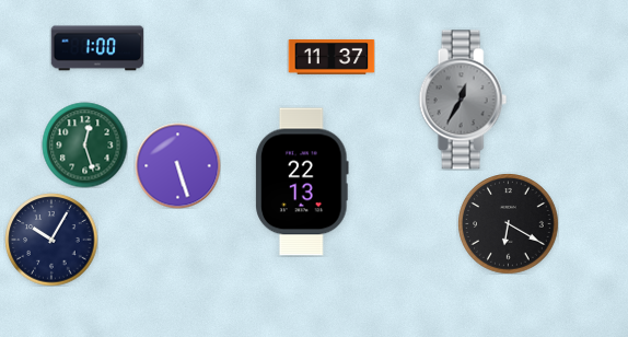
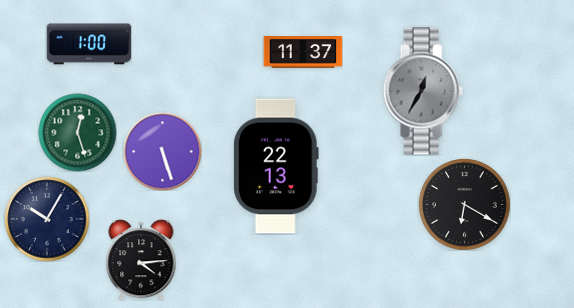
clock at (141, 260): none -> 4:14
